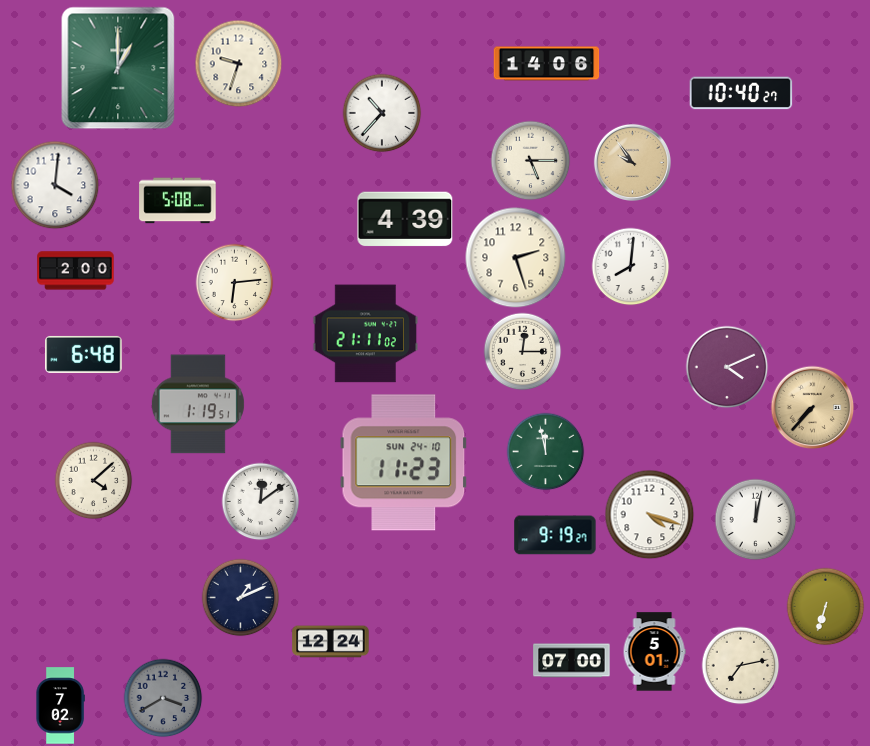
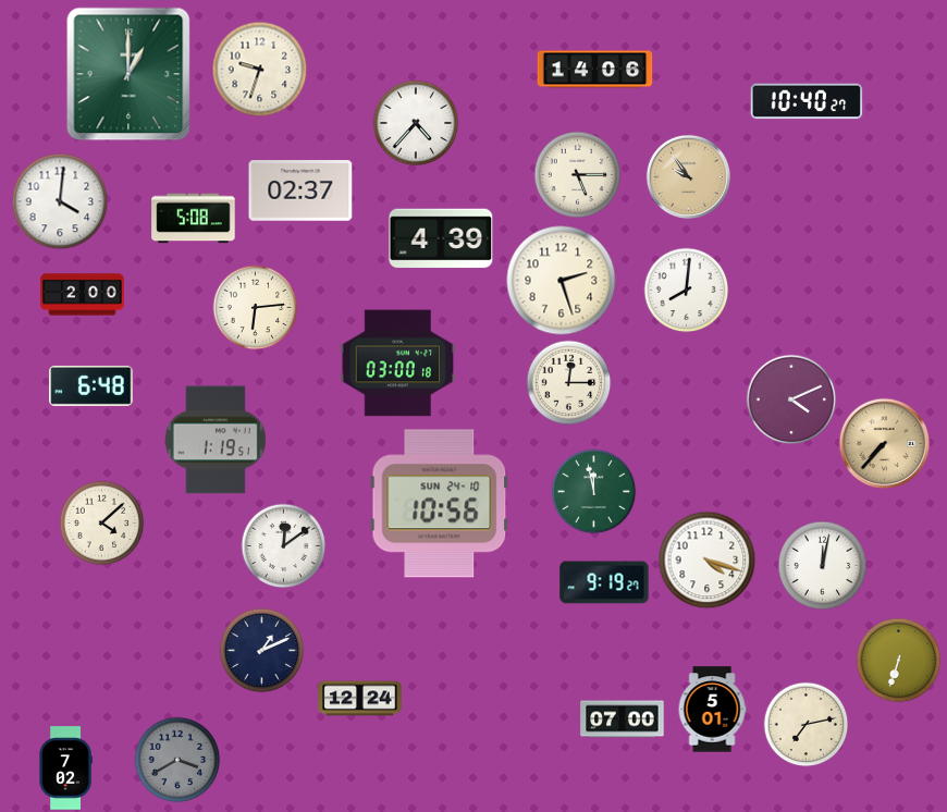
clock at (382, 113): 10:37 -> 4:37
clock at (300, 190): none -> 02:37
clock at (366, 334): 21:11 -> 03:00
clock at (404, 463): 11:23 -> 10:56
